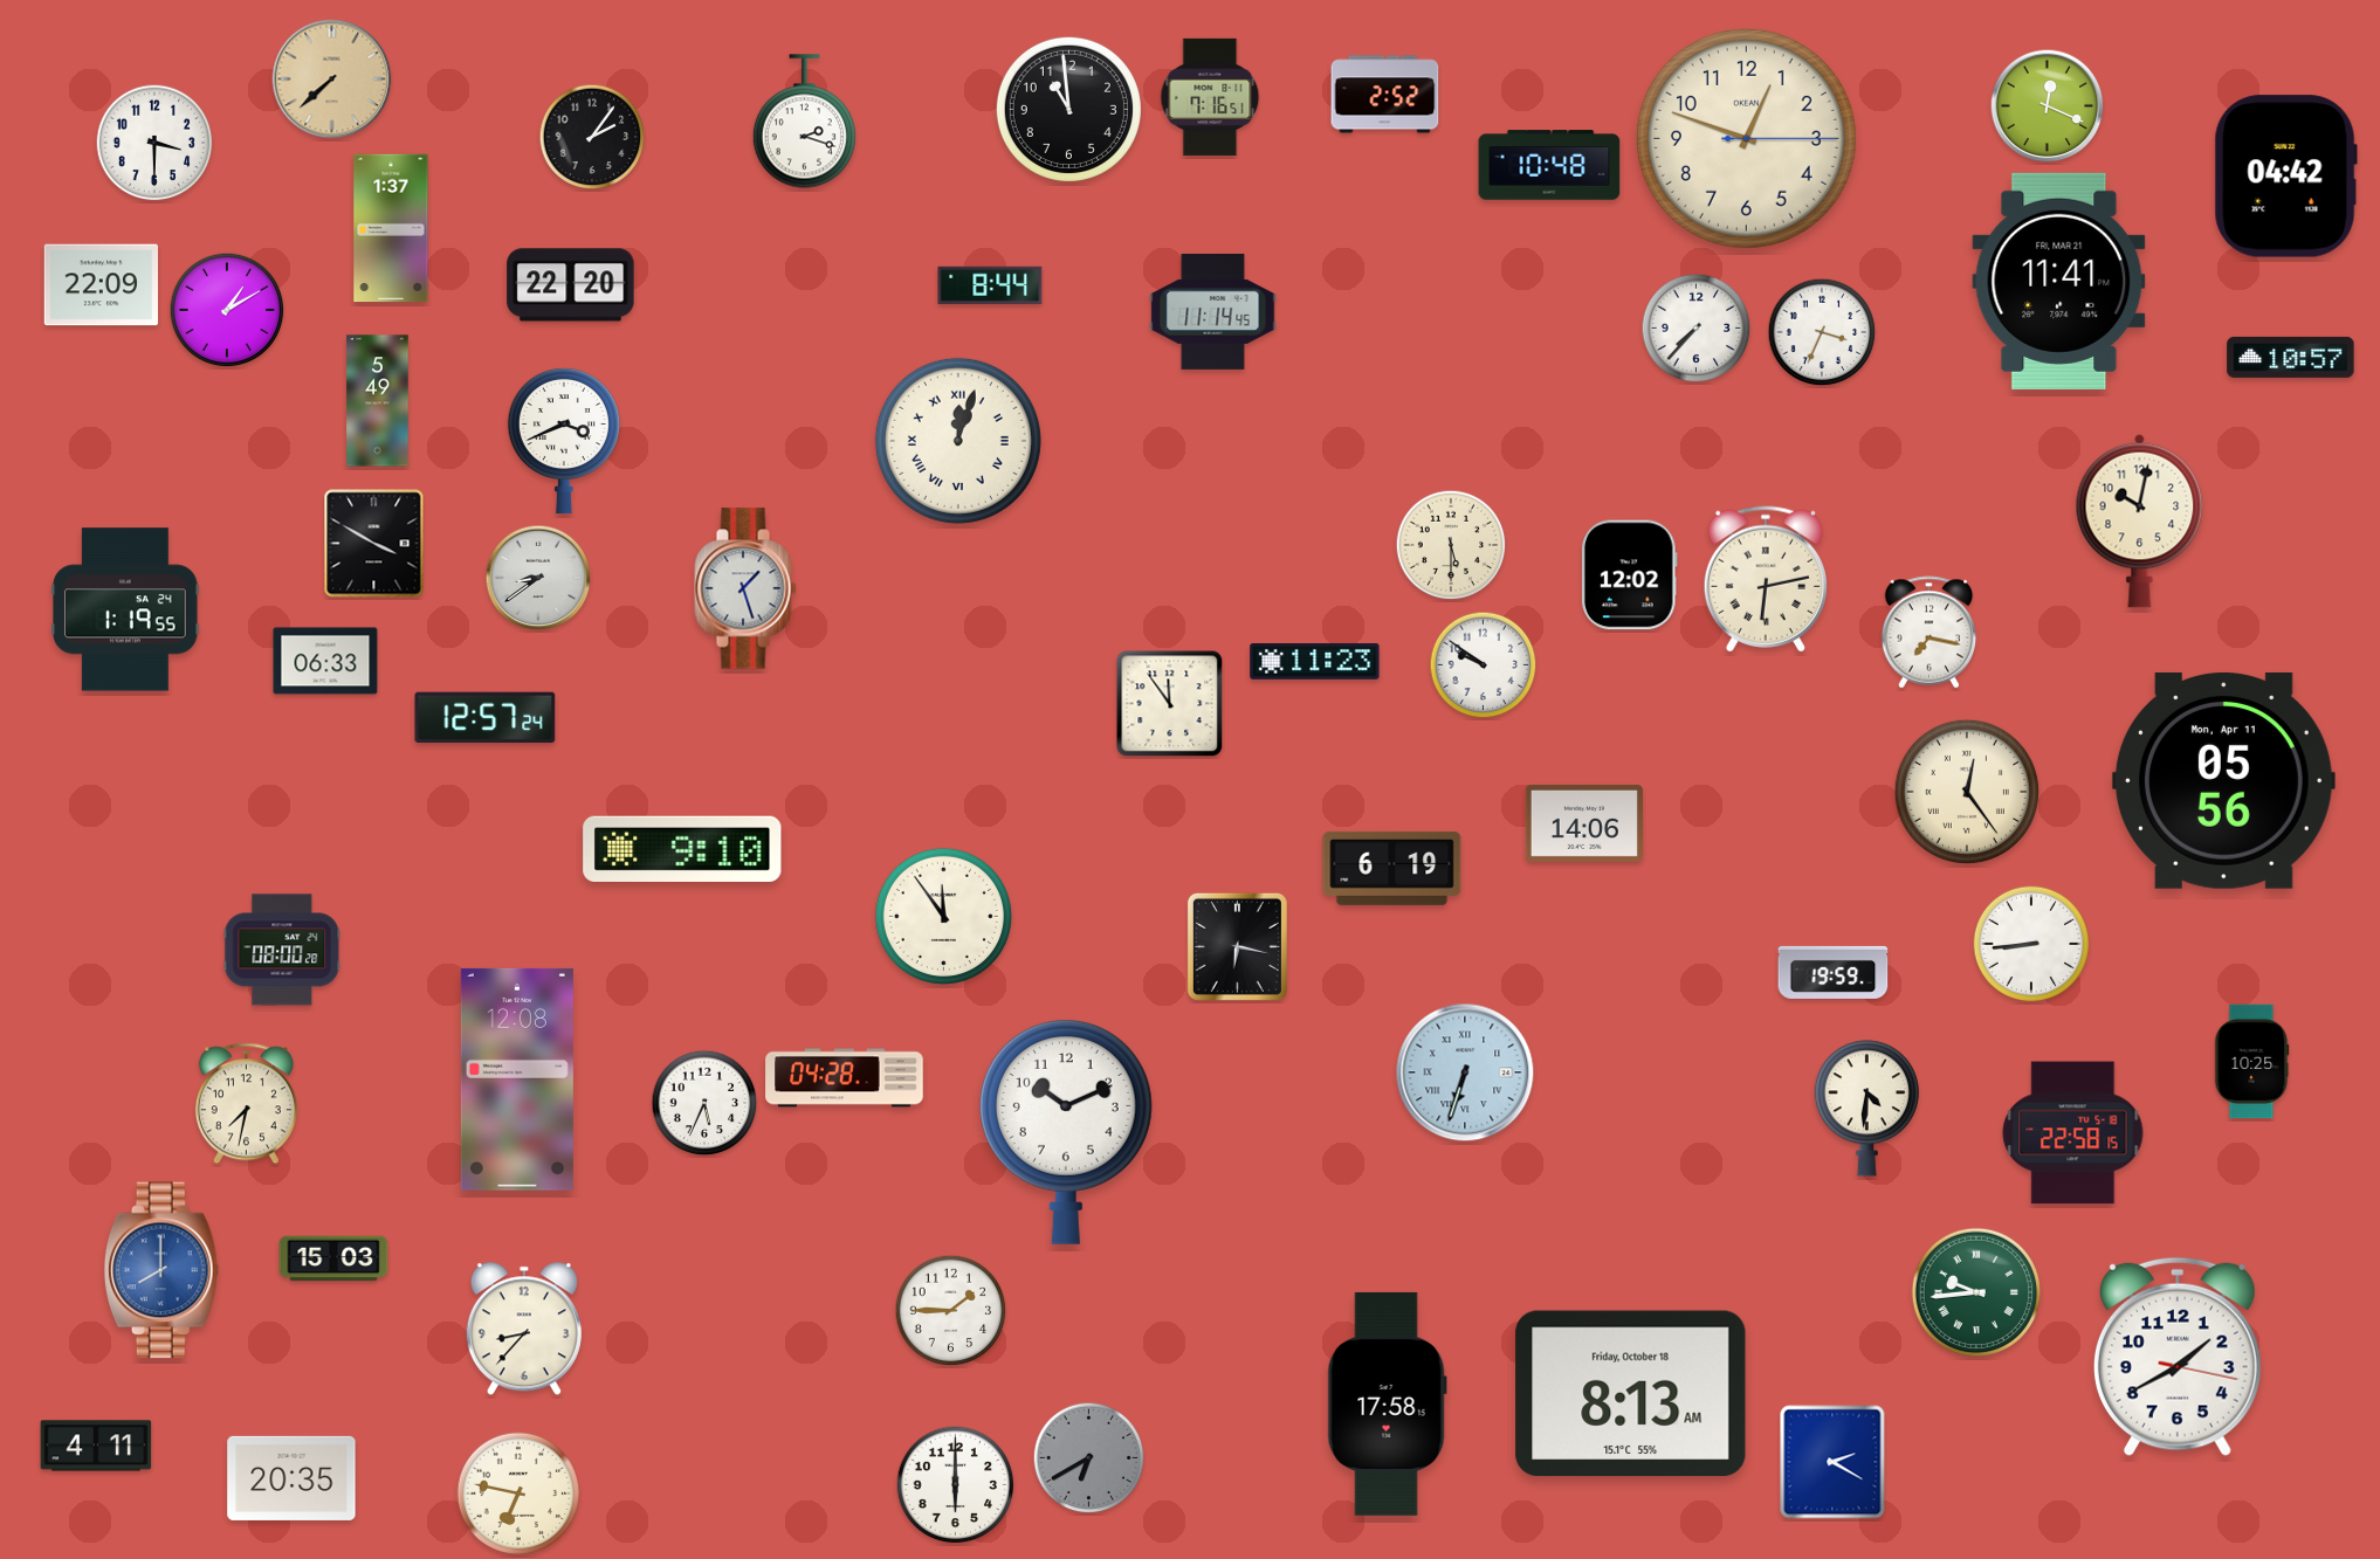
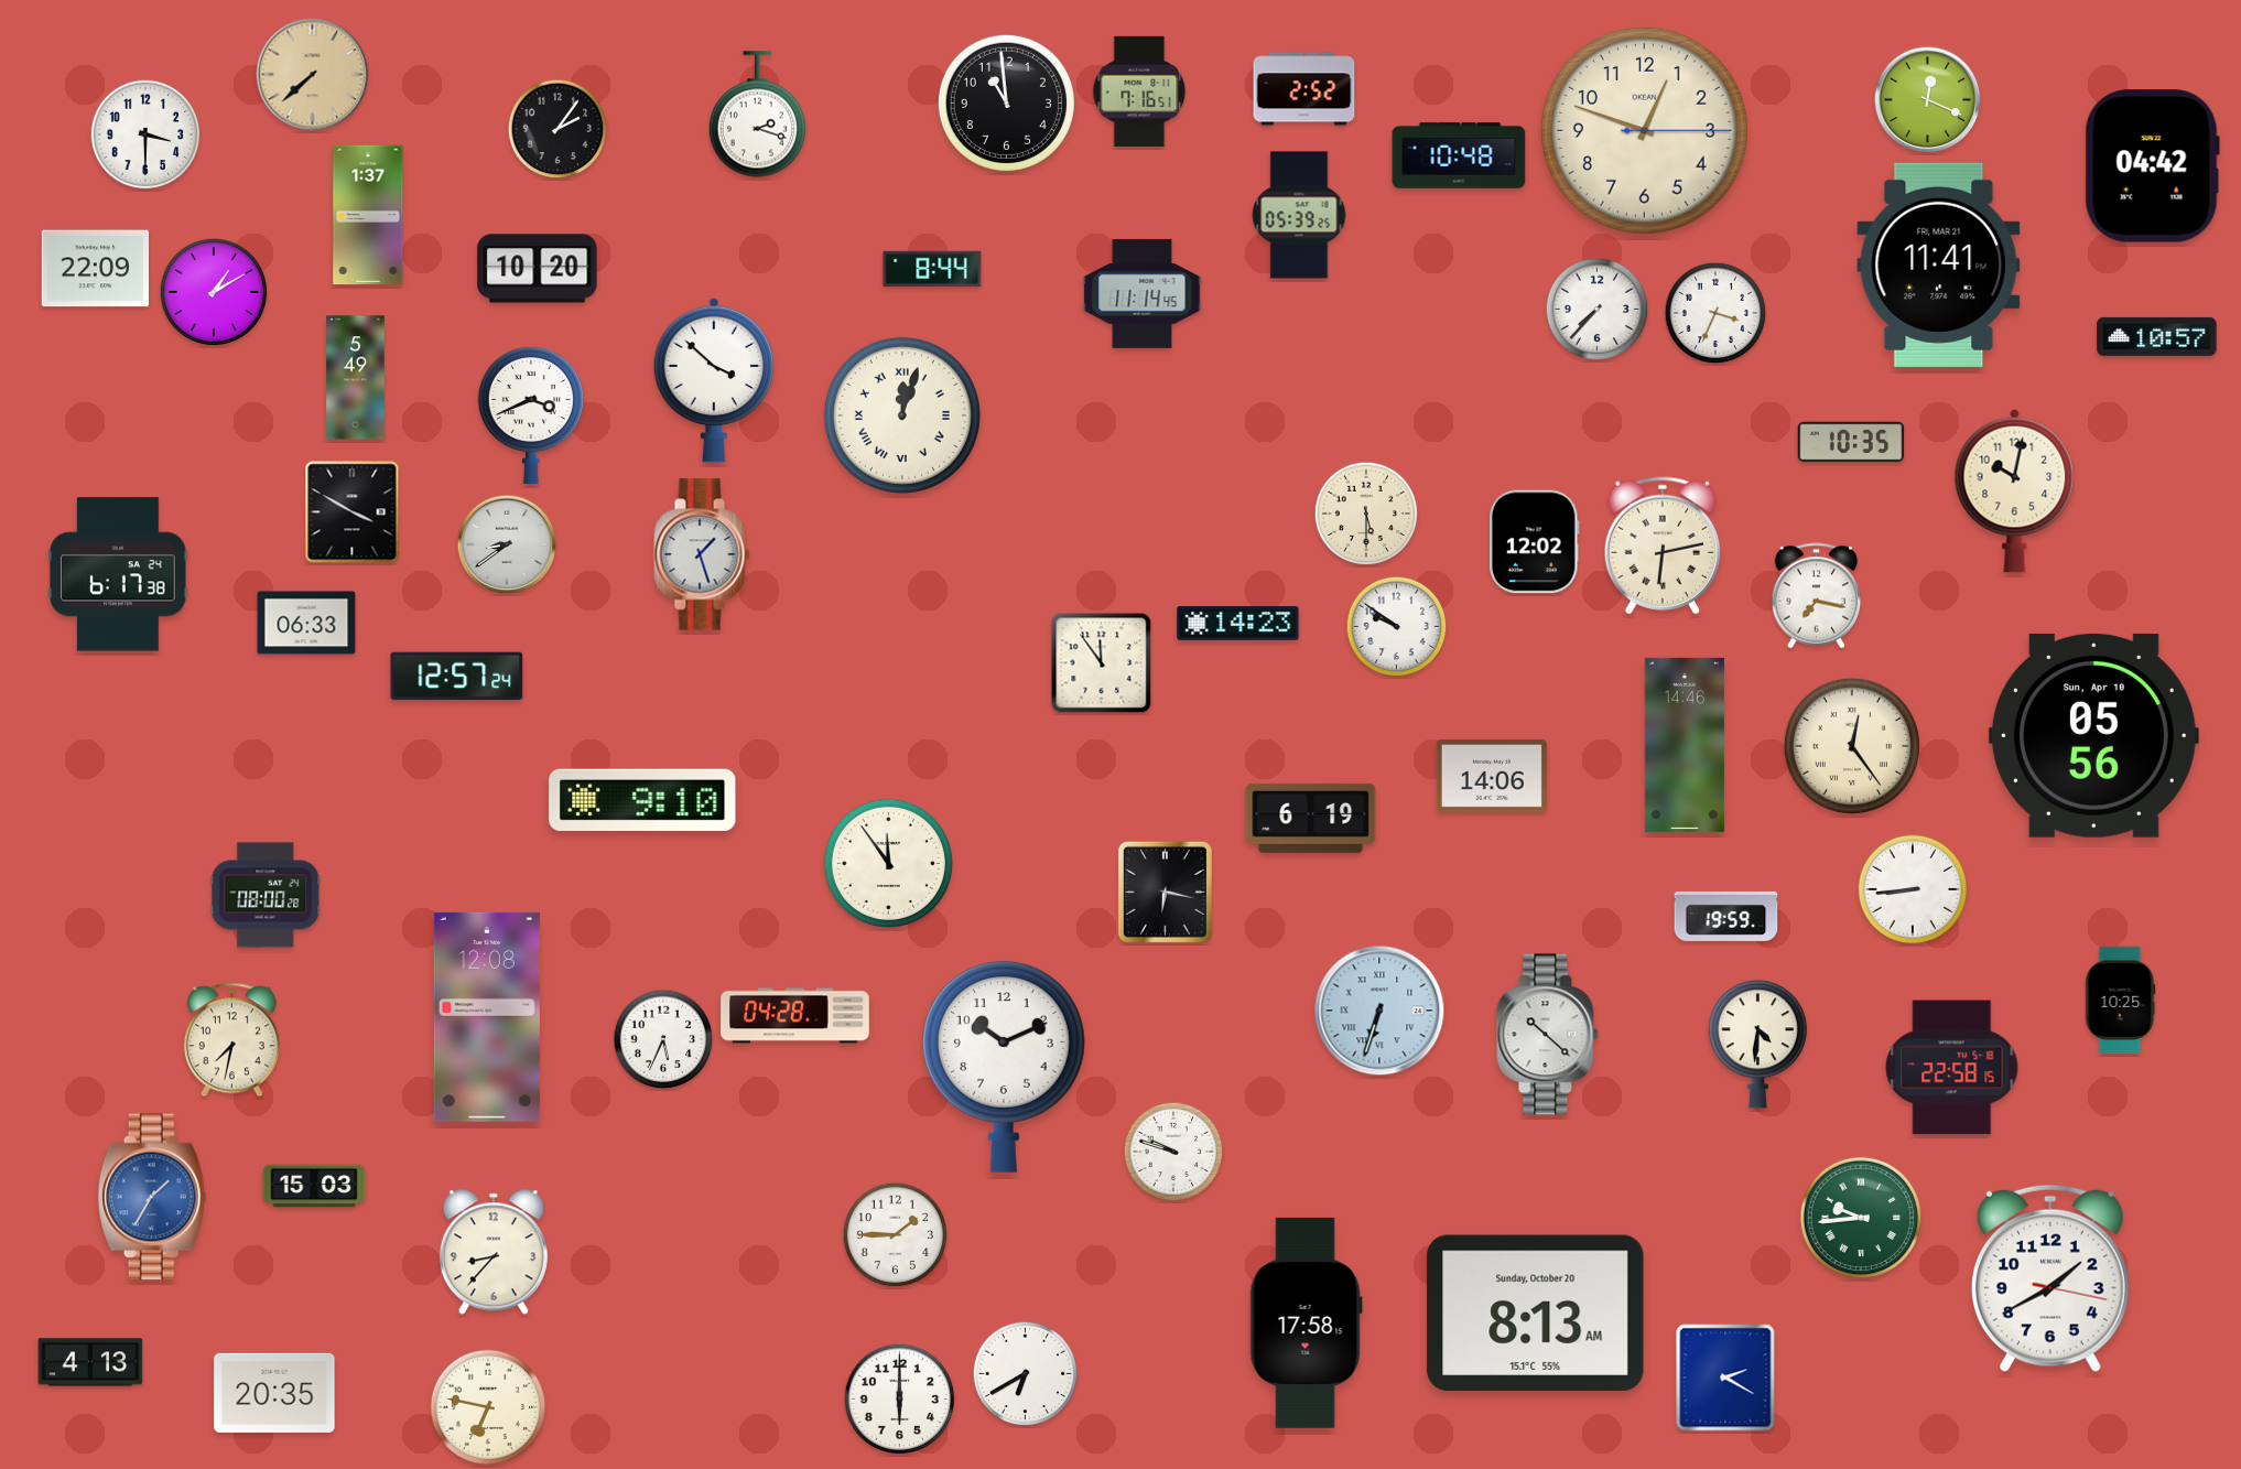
clock at (1299, 215): none -> 05:39
clock at (571, 285): 22:20 -> 10:20
clock at (714, 380): none -> 3:52
clock at (1851, 442): none -> 10:35
clock at (125, 609): 1:19 -> 6:17
clock at (1315, 662): 11:23 -> 14:23
clock at (2223, 781) date: Mon, Apr 11 -> Sun, Apr 10
clock at (1685, 745): none -> 14:46
clock at (1548, 1035): none -> 10:22
clock at (1173, 1152): none -> 9:48
clock at (161, 1270): 8:00 -> 1:35
clock at (1631, 1394) date: Friday, October 18 -> Sunday, October 20
clock at (96, 1446): 4:11 -> 4:13
clock at (1089, 1458) dial: grey -> white
